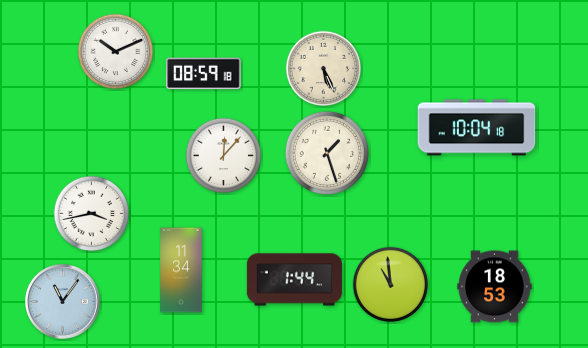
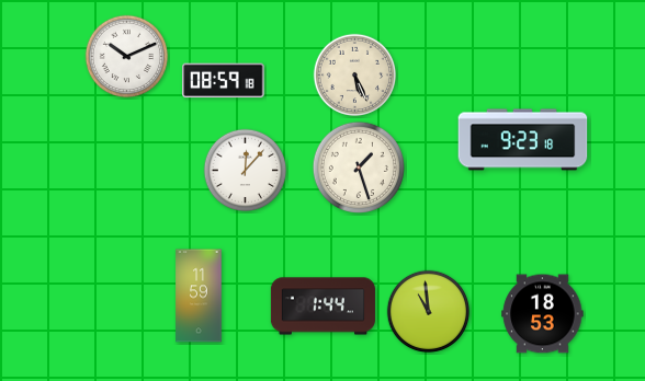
clock at (477, 128): 10:04 -> 9:23
clock at (92, 214): 3:43 -> none
clock at (181, 270): 11:34 -> 11:59
clock at (62, 301): 11:06 -> none
